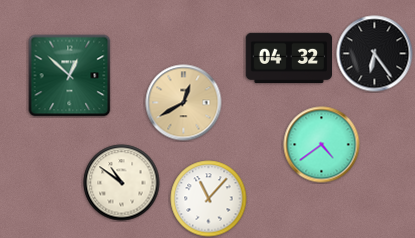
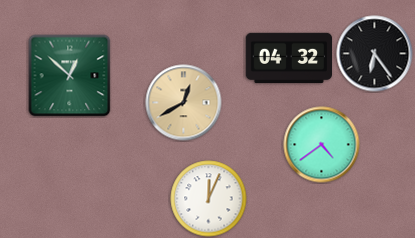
clock at (122, 183): 10:51 -> none
clock at (209, 199): 11:07 -> 12:04
